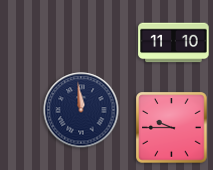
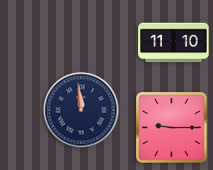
clock at (172, 128): 9:45 -> 9:15
